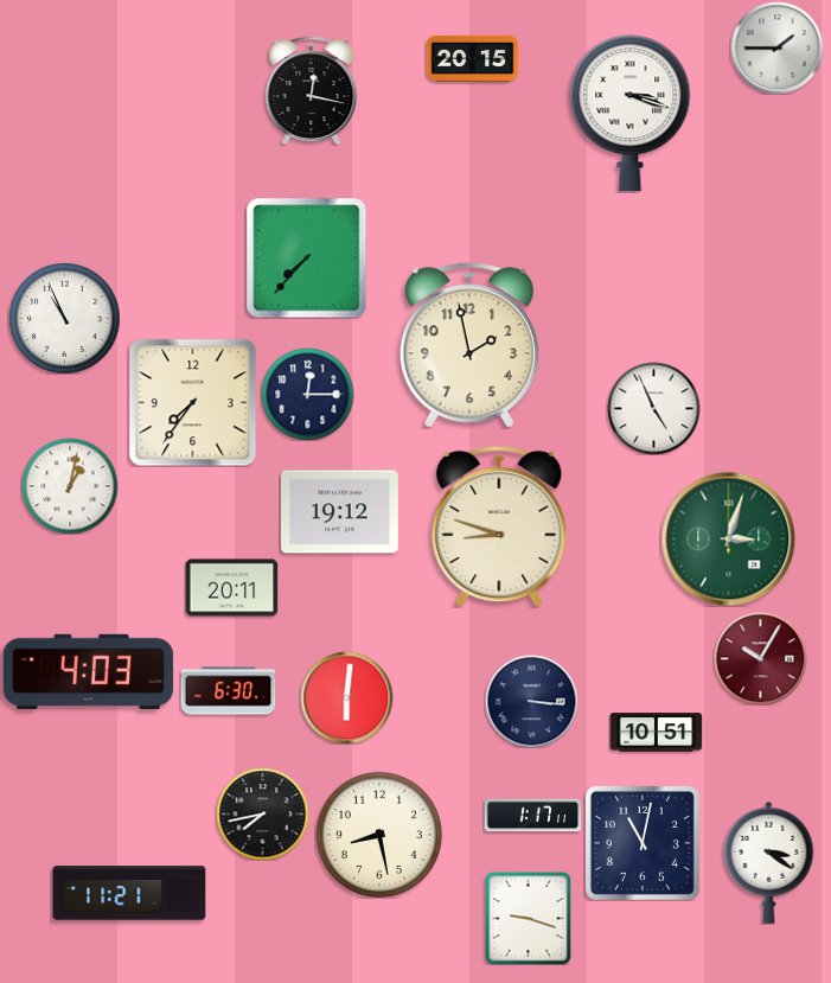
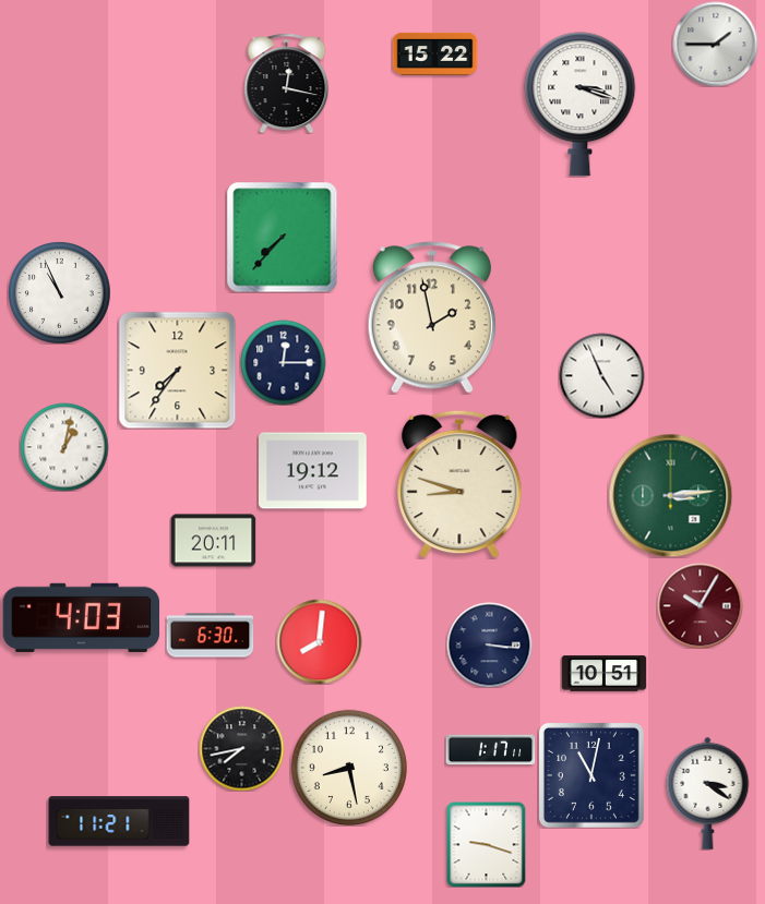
clock at (472, 58): 20:15 -> 15:22
clock at (728, 538): 3:03 -> 3:14
clock at (346, 697): 6:01 -> 8:01
